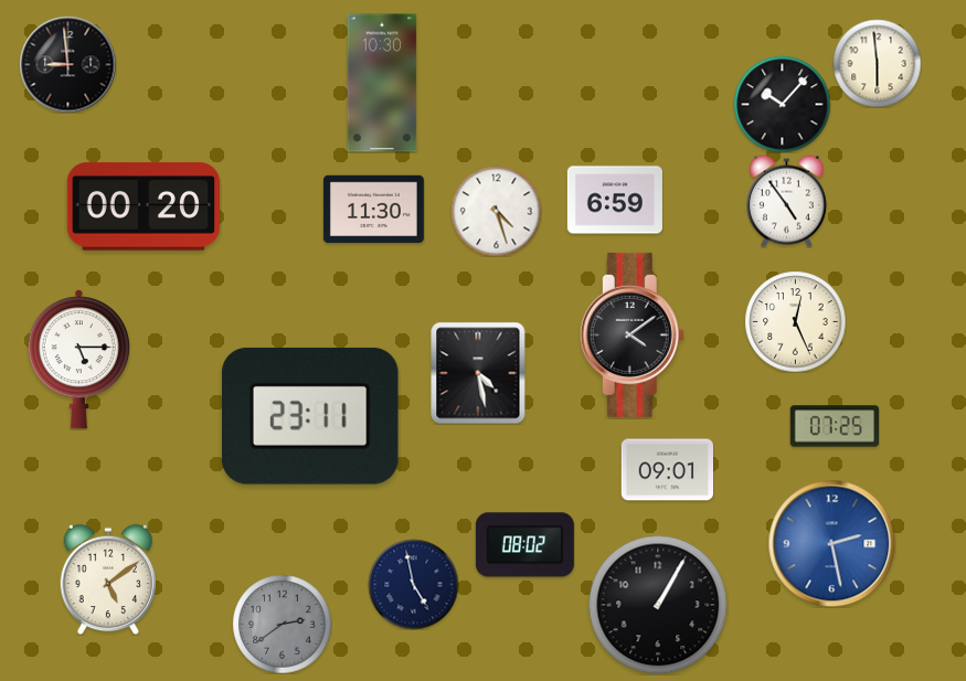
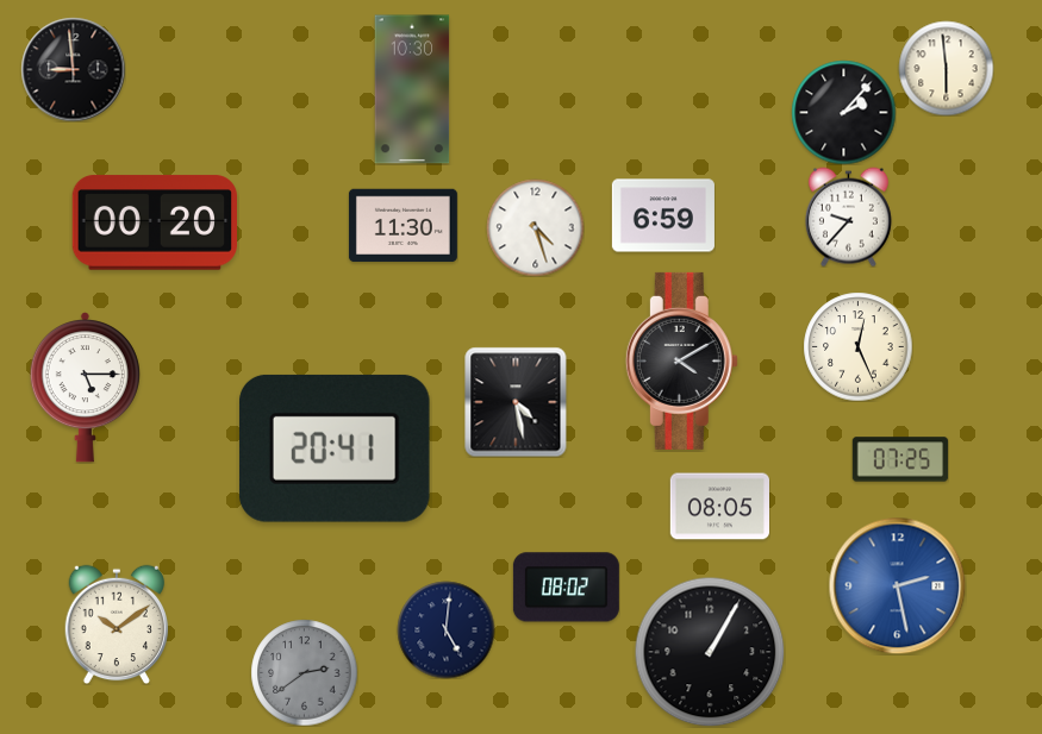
clock at (782, 104): 10:07 -> 2:07
clock at (786, 201): 4:54 -> 9:37
clock at (631, 334): 4:09 -> 4:10
clock at (310, 416): 23:11 -> 20:41
clock at (667, 470): 09:01 -> 08:05
clock at (108, 579): 5:09 -> 10:09
clock at (413, 584): 4:58 -> 5:01
